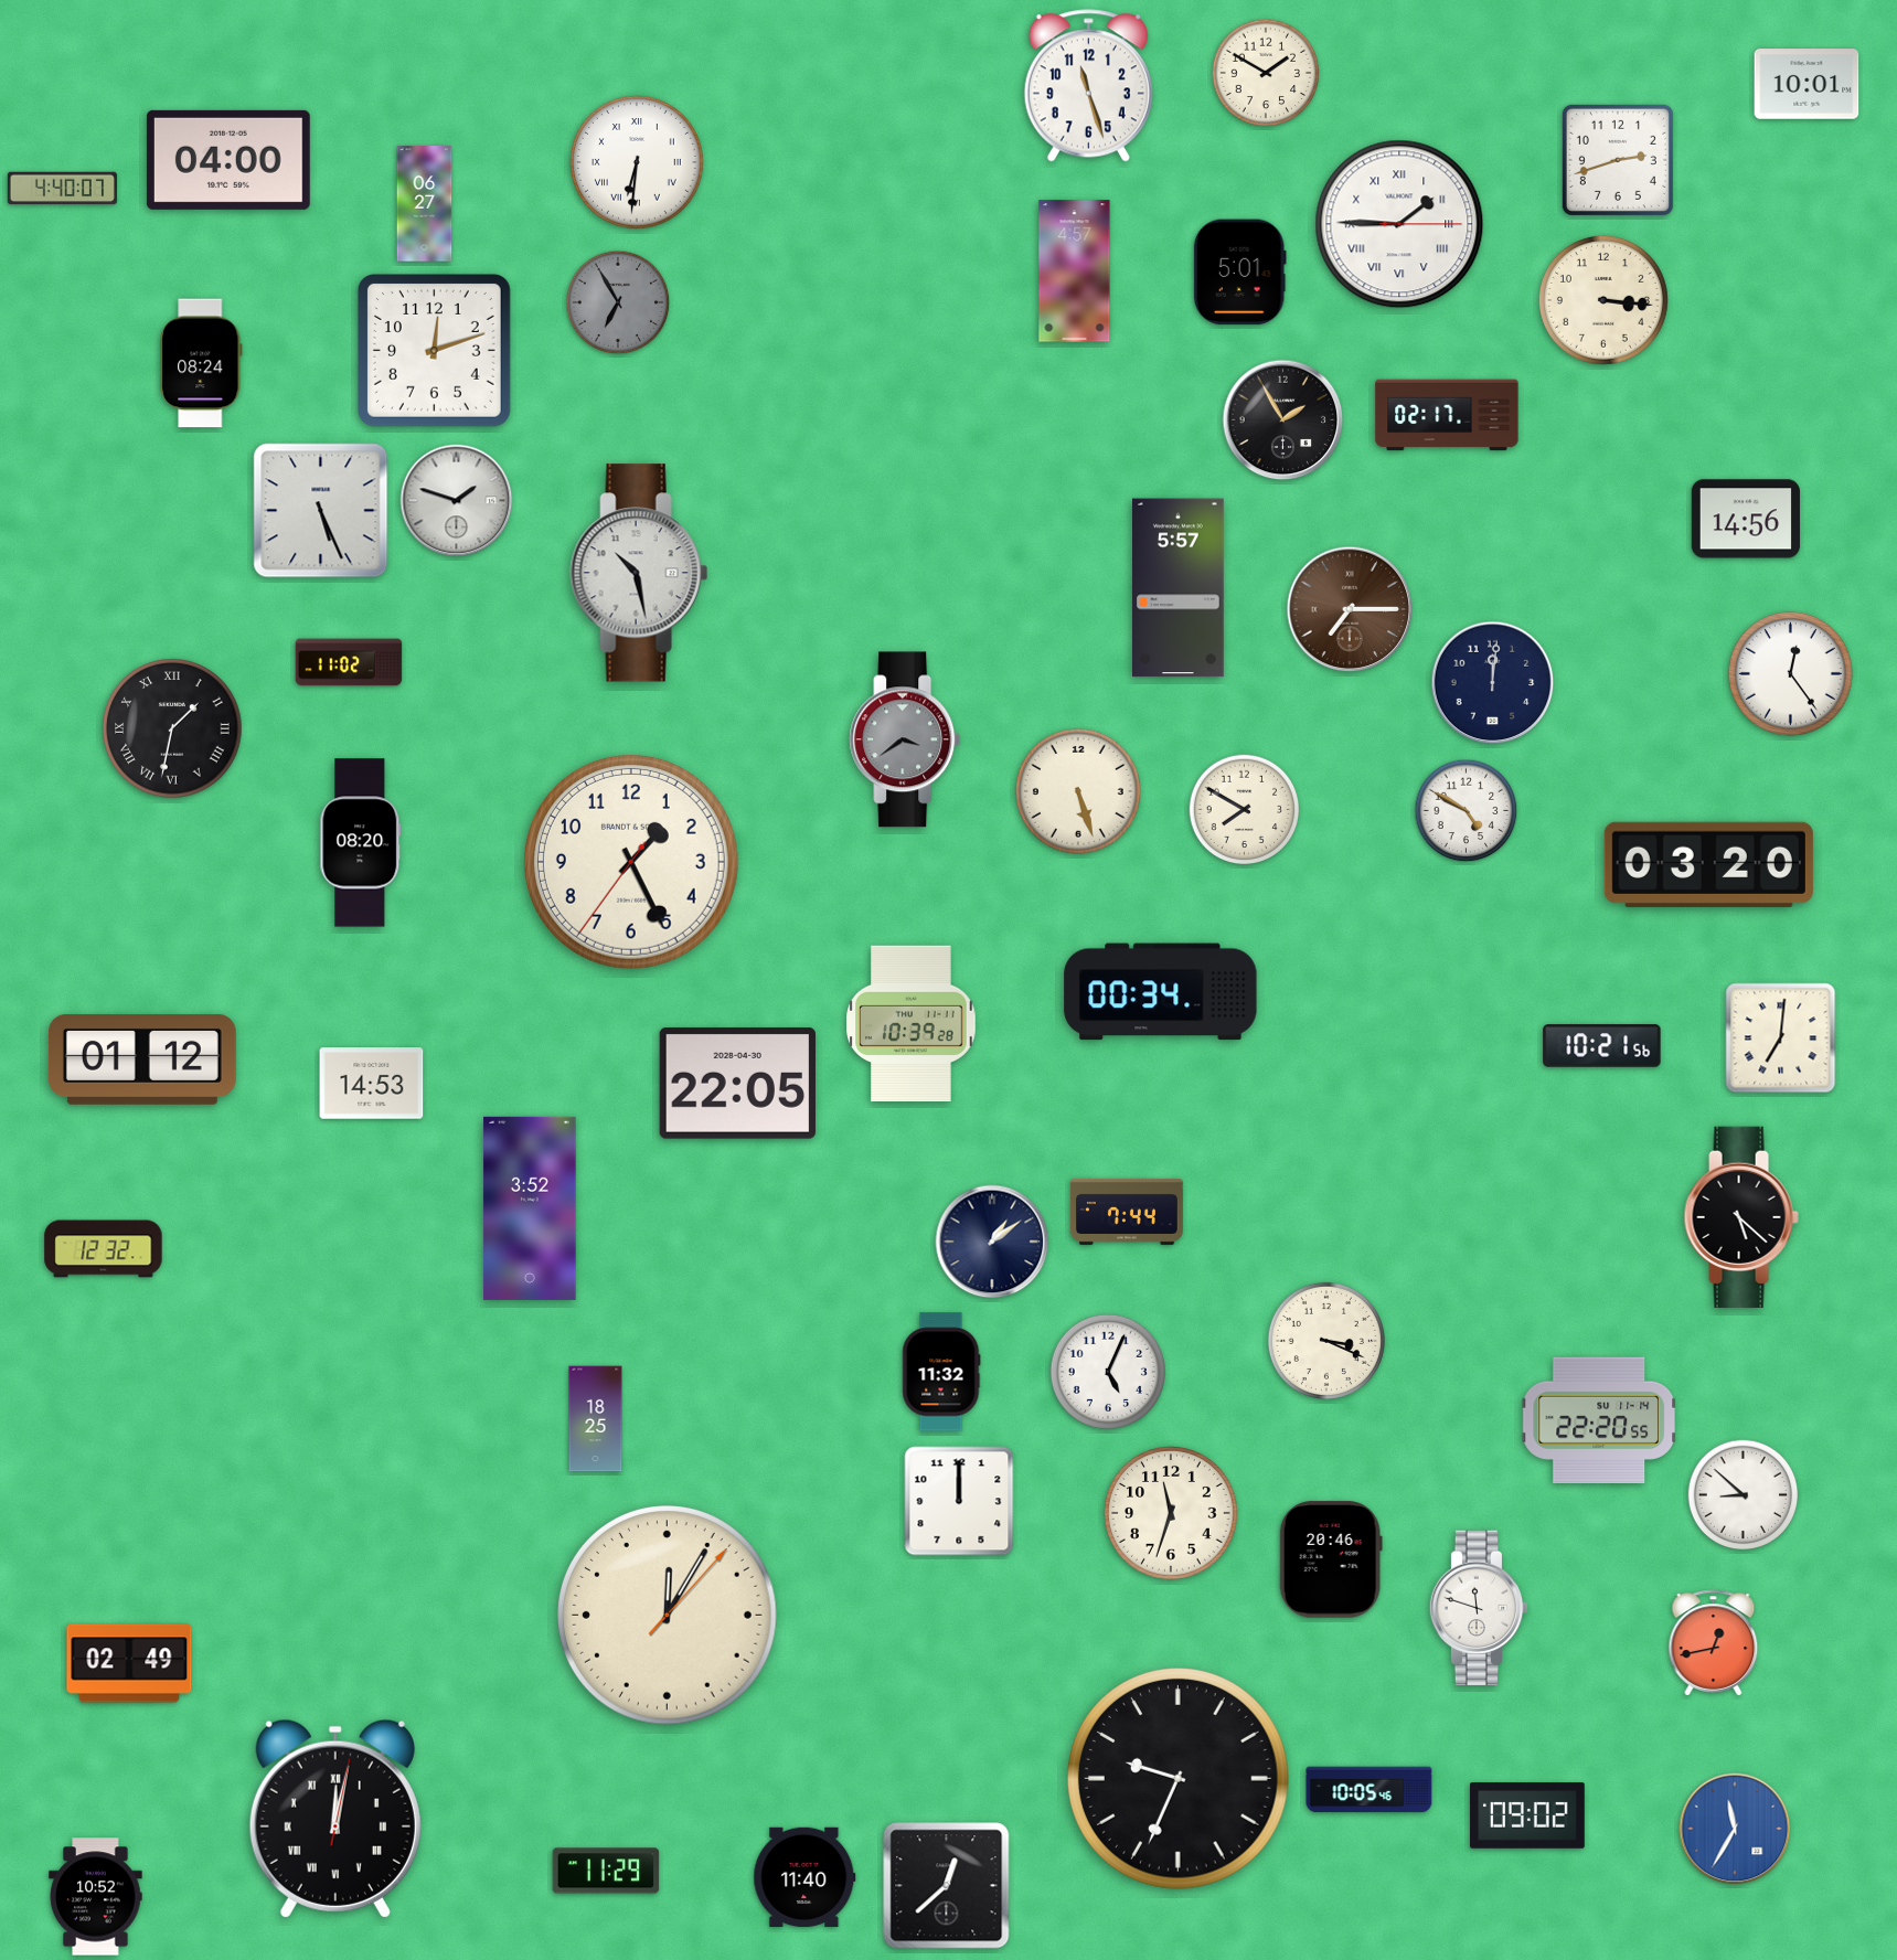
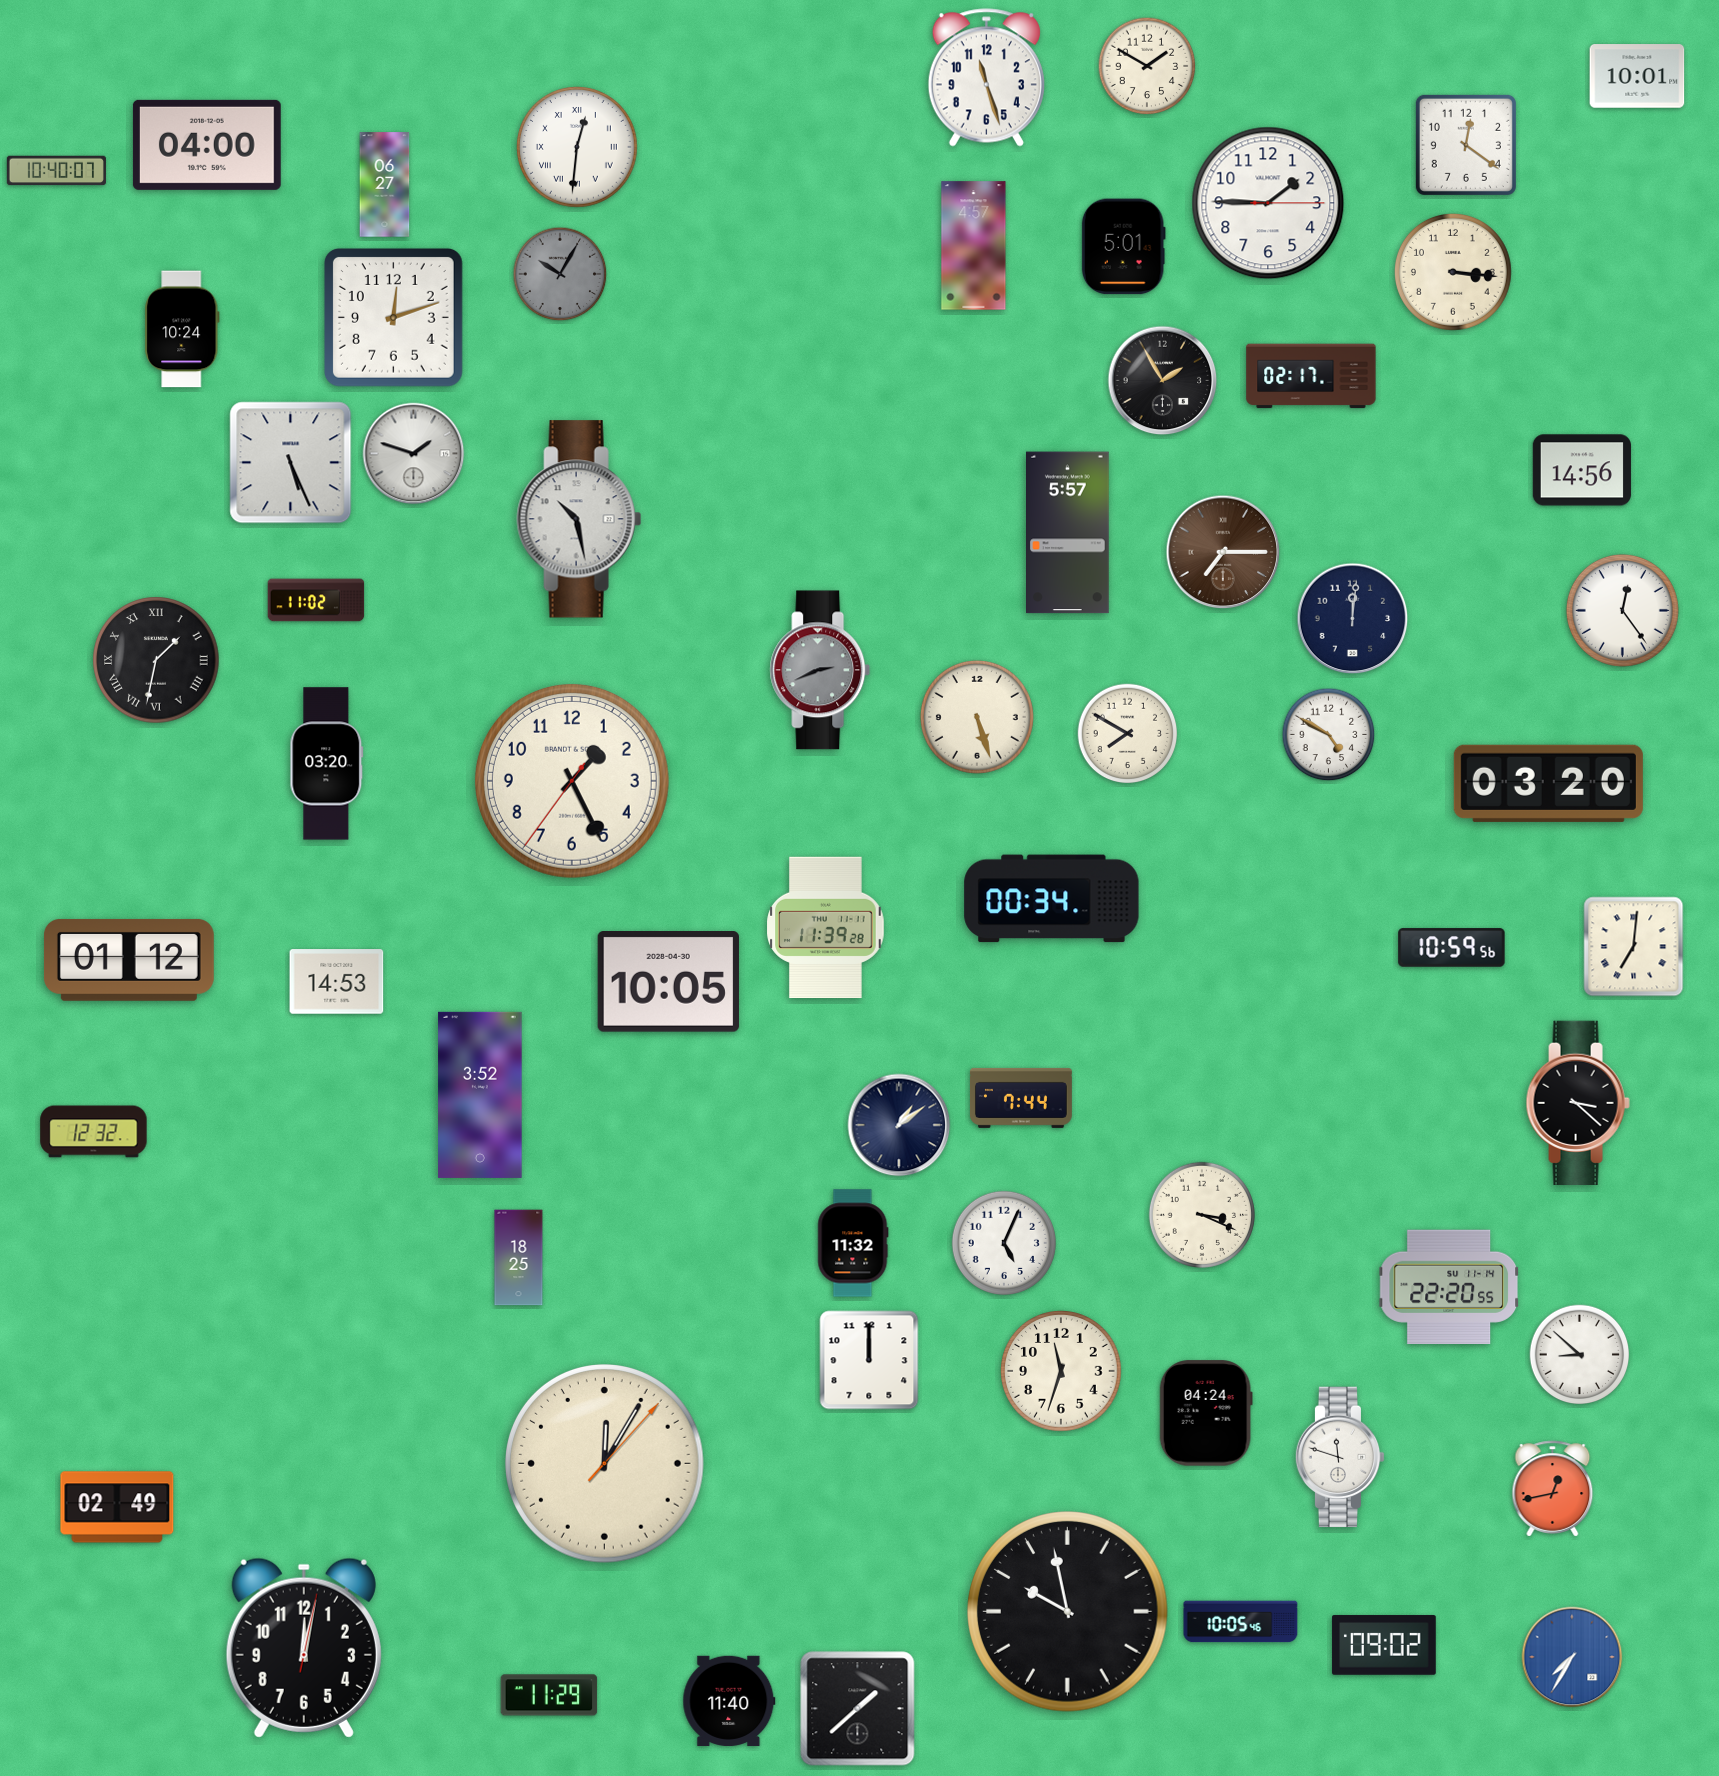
clock at (1618, 160): 2:42 -> 12:21
clock at (638, 163): 6:31 -> 12:31
clock at (62, 189): 4:40 -> 10:40
clock at (1399, 224) numerals: Roman -> Arabic
clock at (618, 302): 6:55 -> 10:05
clock at (201, 363): 08:24 -> 10:24
clock at (905, 739): 3:39 -> 2:41
clock at (361, 843): 08:20 -> 03:20
clock at (912, 1024): 10:39 -> 11:39
clock at (1781, 1038) position: (1781, 1038) -> (1634, 947)
clock at (1602, 1046): 10:21 -> 10:59
clock at (737, 1084): 22:05 -> 10:05
clock at (1741, 1217): 5:22 -> 3:22
clock at (596, 1419) position: (596, 1419) -> (519, 1258)
clock at (1331, 1559): 20:46 -> 04:24
clock at (1179, 1779): 9:34 -> 9:58
clock at (335, 1819) numerals: Roman -> Arabic
clock at (1735, 1829): 11:35 -> 7:35
clock at (947, 1886): 12:38 -> 1:38
clock at (96, 1897): 10:52 -> none
